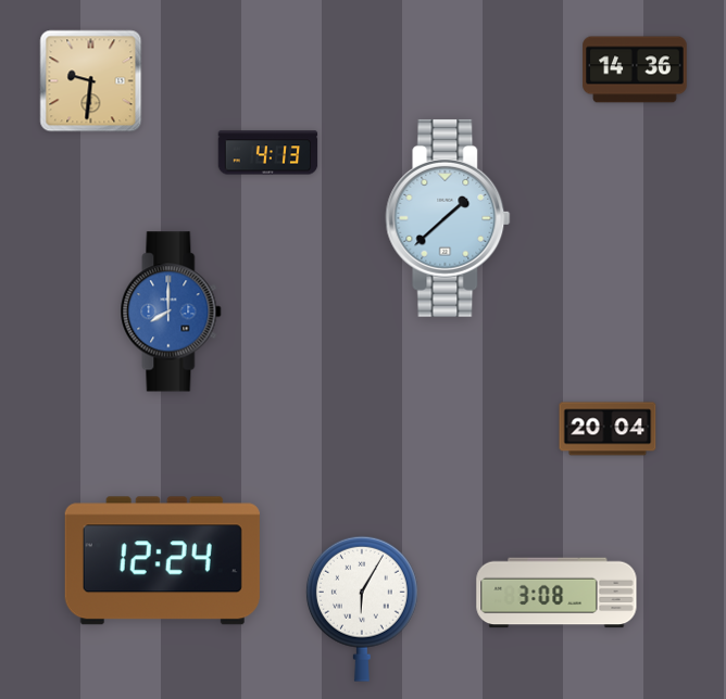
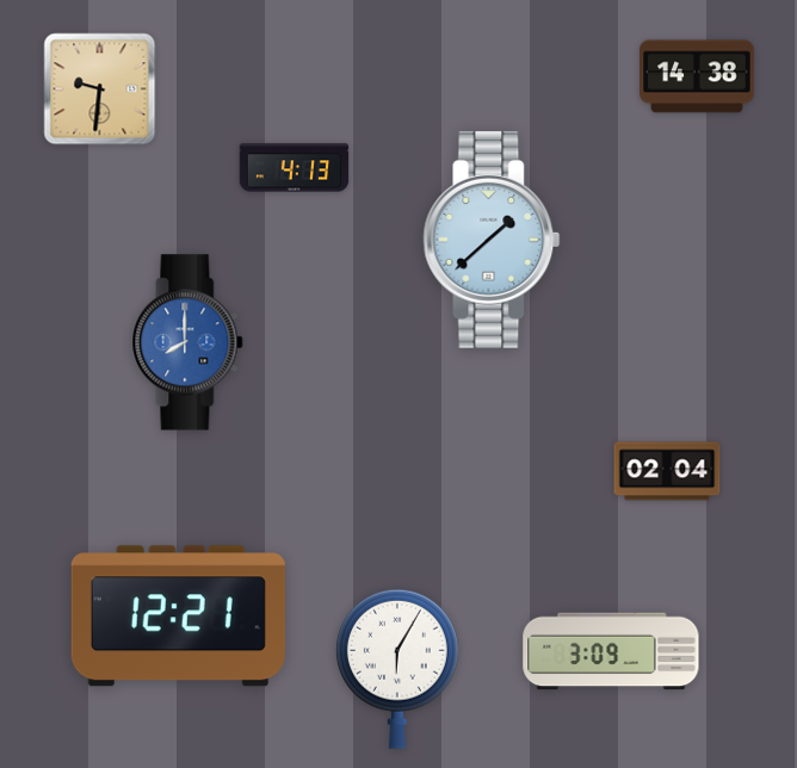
clock at (635, 69): 14:36 -> 14:38
clock at (608, 429): 20:04 -> 02:04
clock at (162, 561): 12:24 -> 12:21
clock at (556, 593): 3:08 -> 3:09
